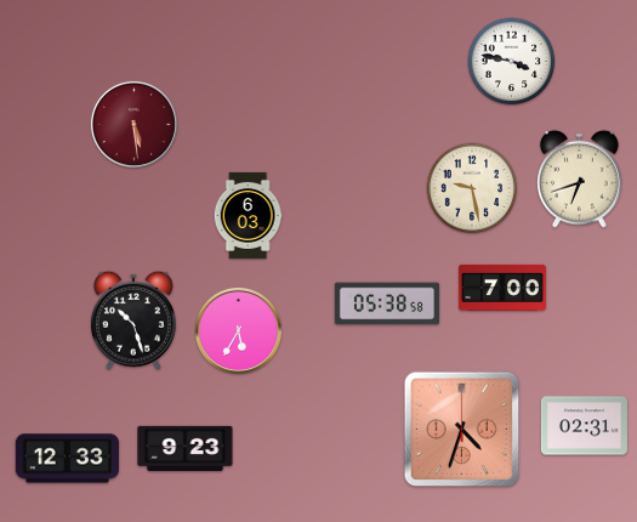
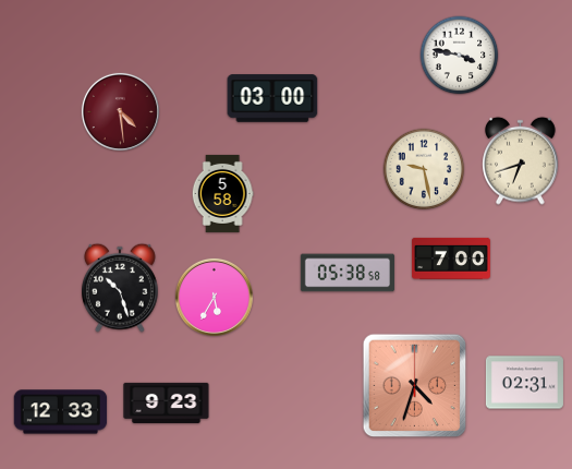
clock at (272, 98): none -> 03:00
clock at (133, 124): 5:29 -> 4:29
clock at (248, 215): 6:03 -> 5:58
